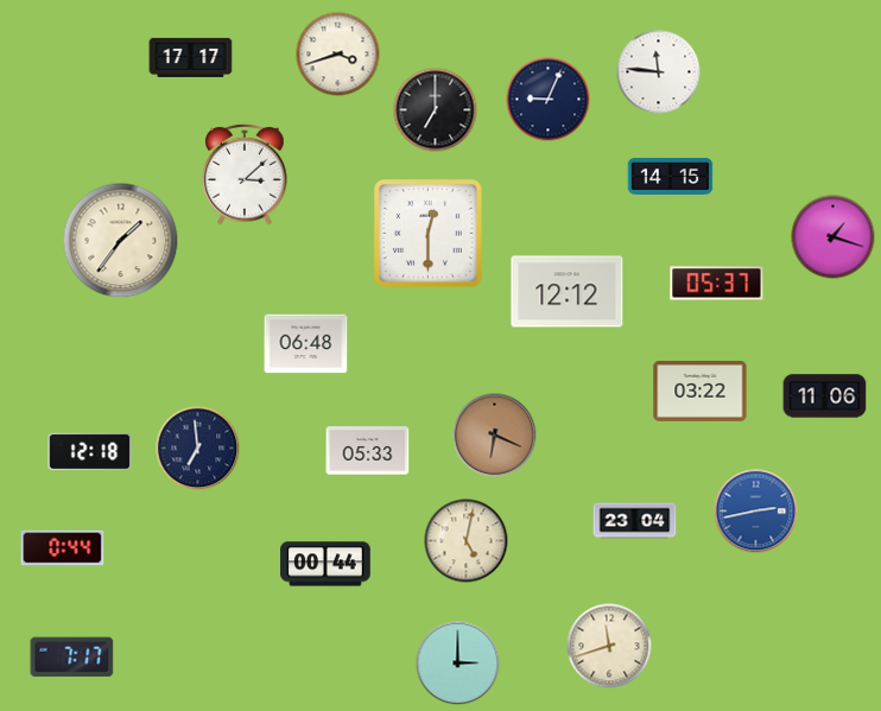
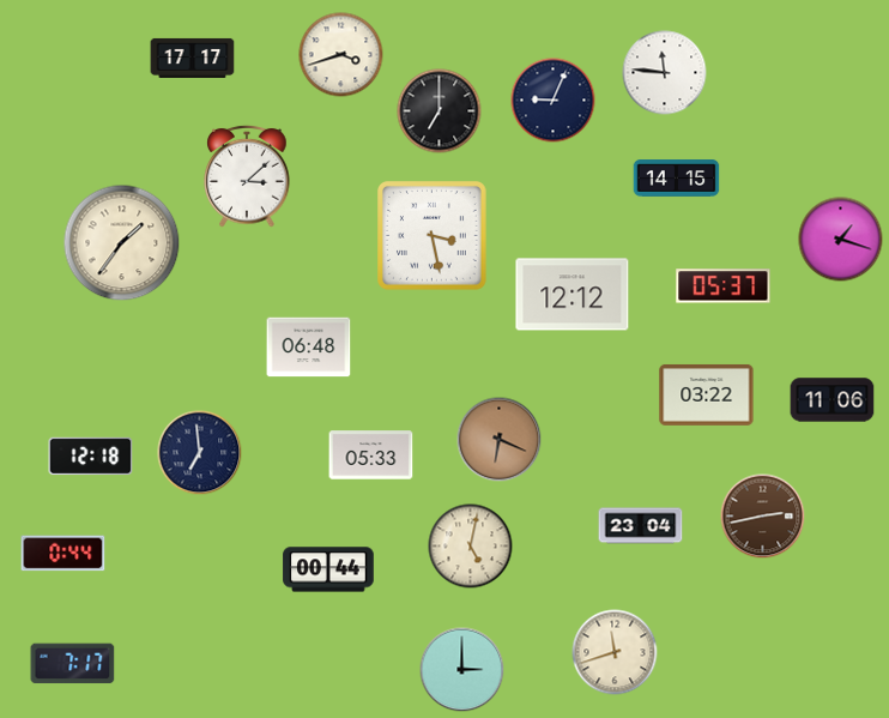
clock at (429, 234): 12:30 -> 3:28
clock at (756, 512) dial: blue -> brown
